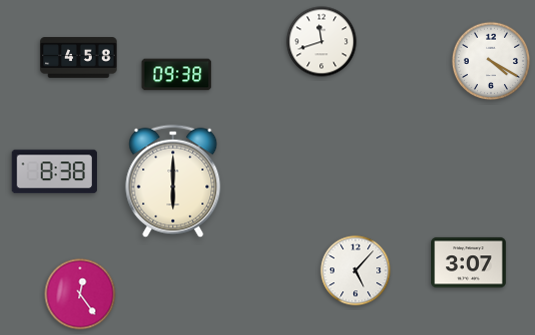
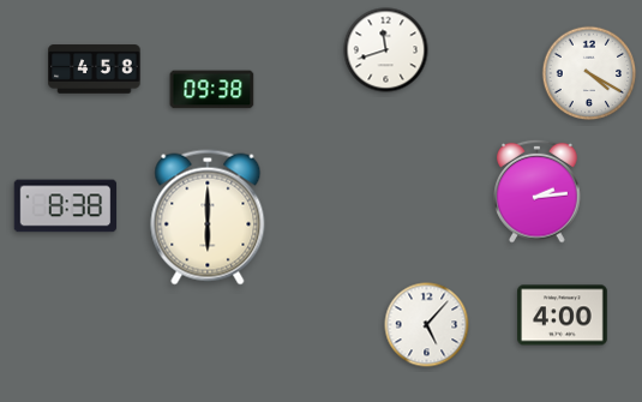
clock at (538, 191): none -> 2:14
clock at (469, 263): 3:07 -> 4:00
clock at (80, 294): 12:24 -> none
